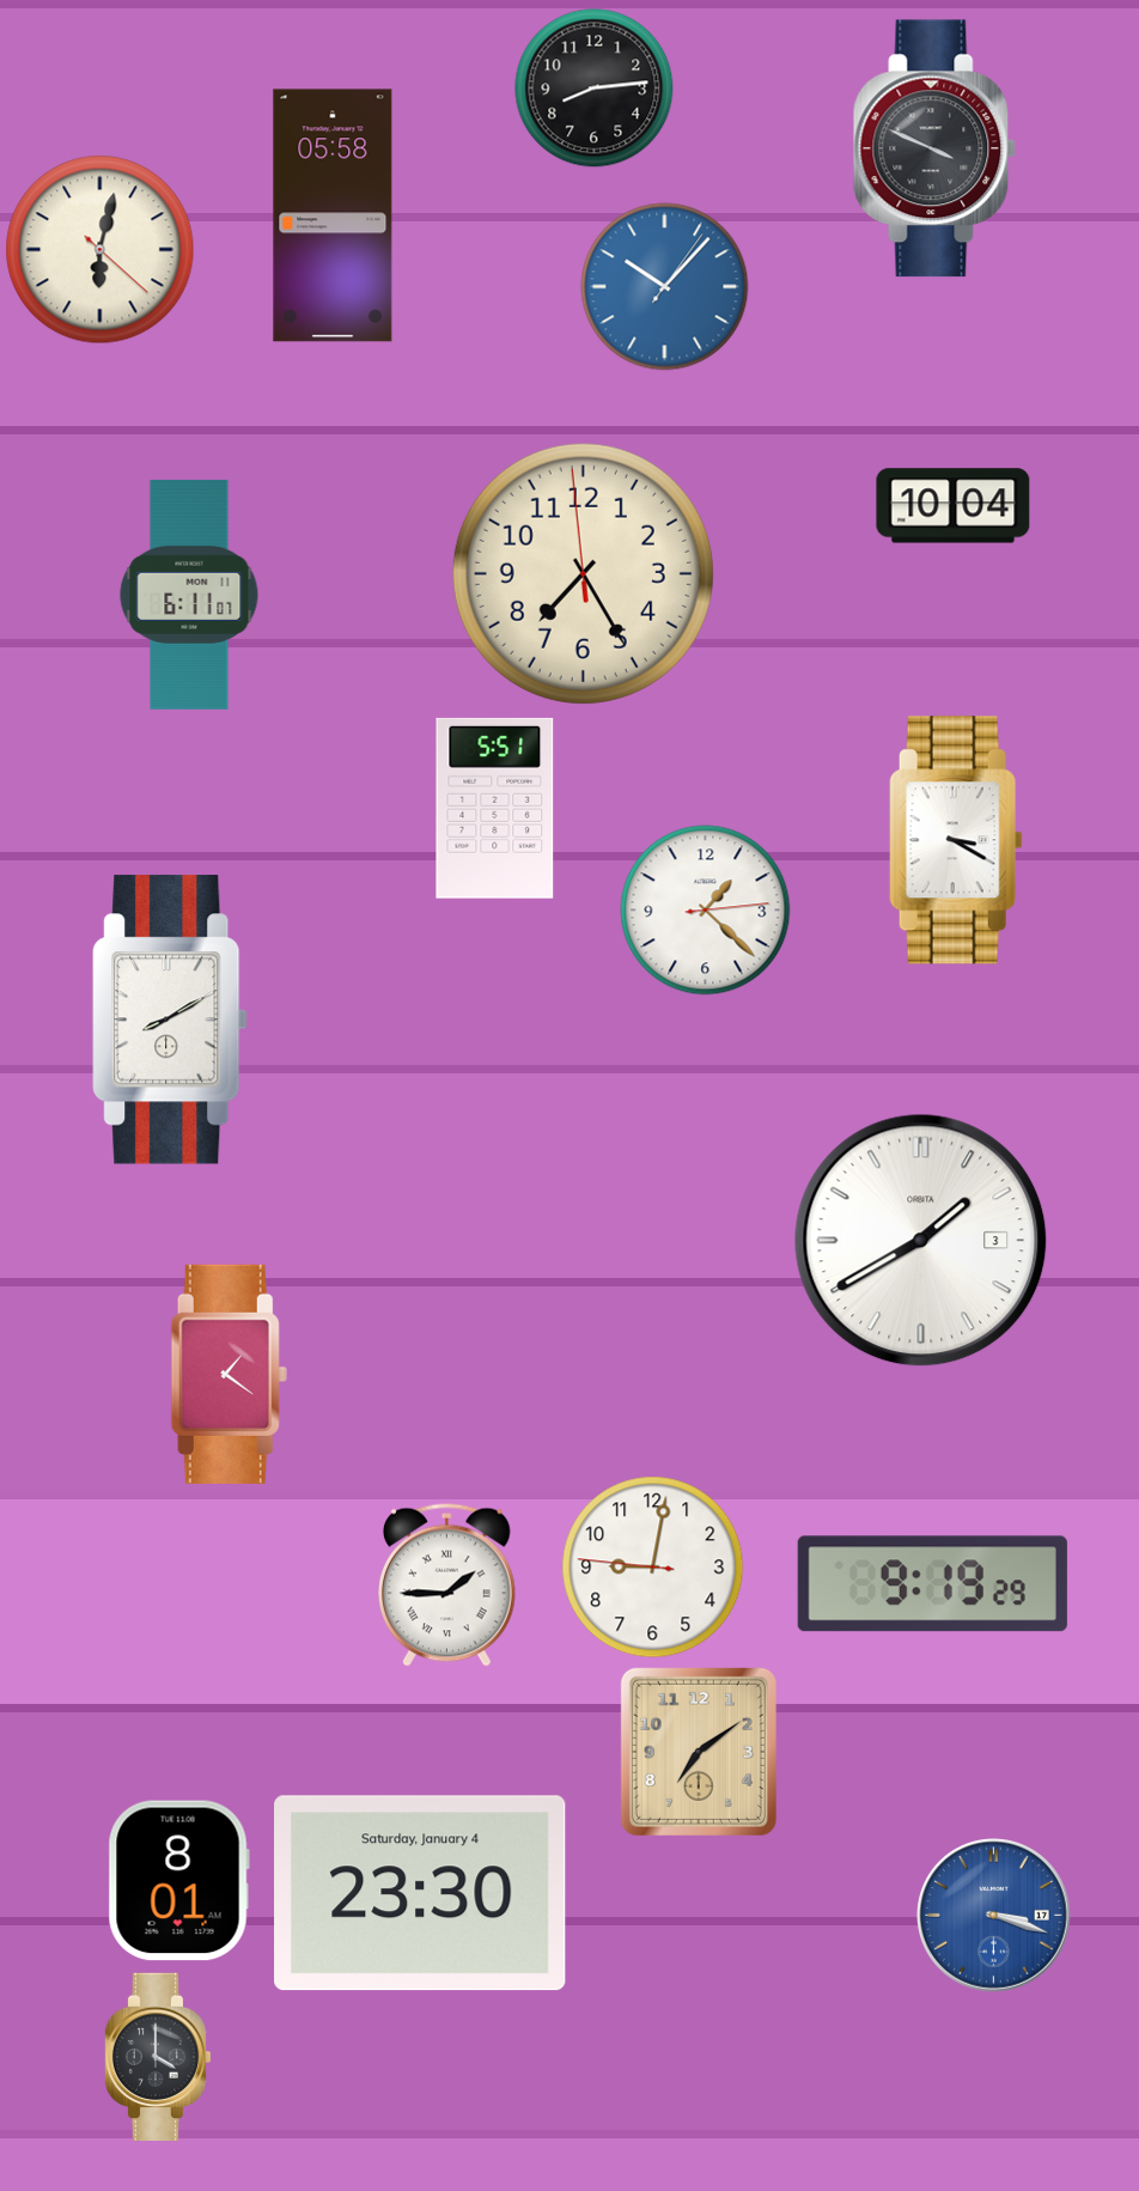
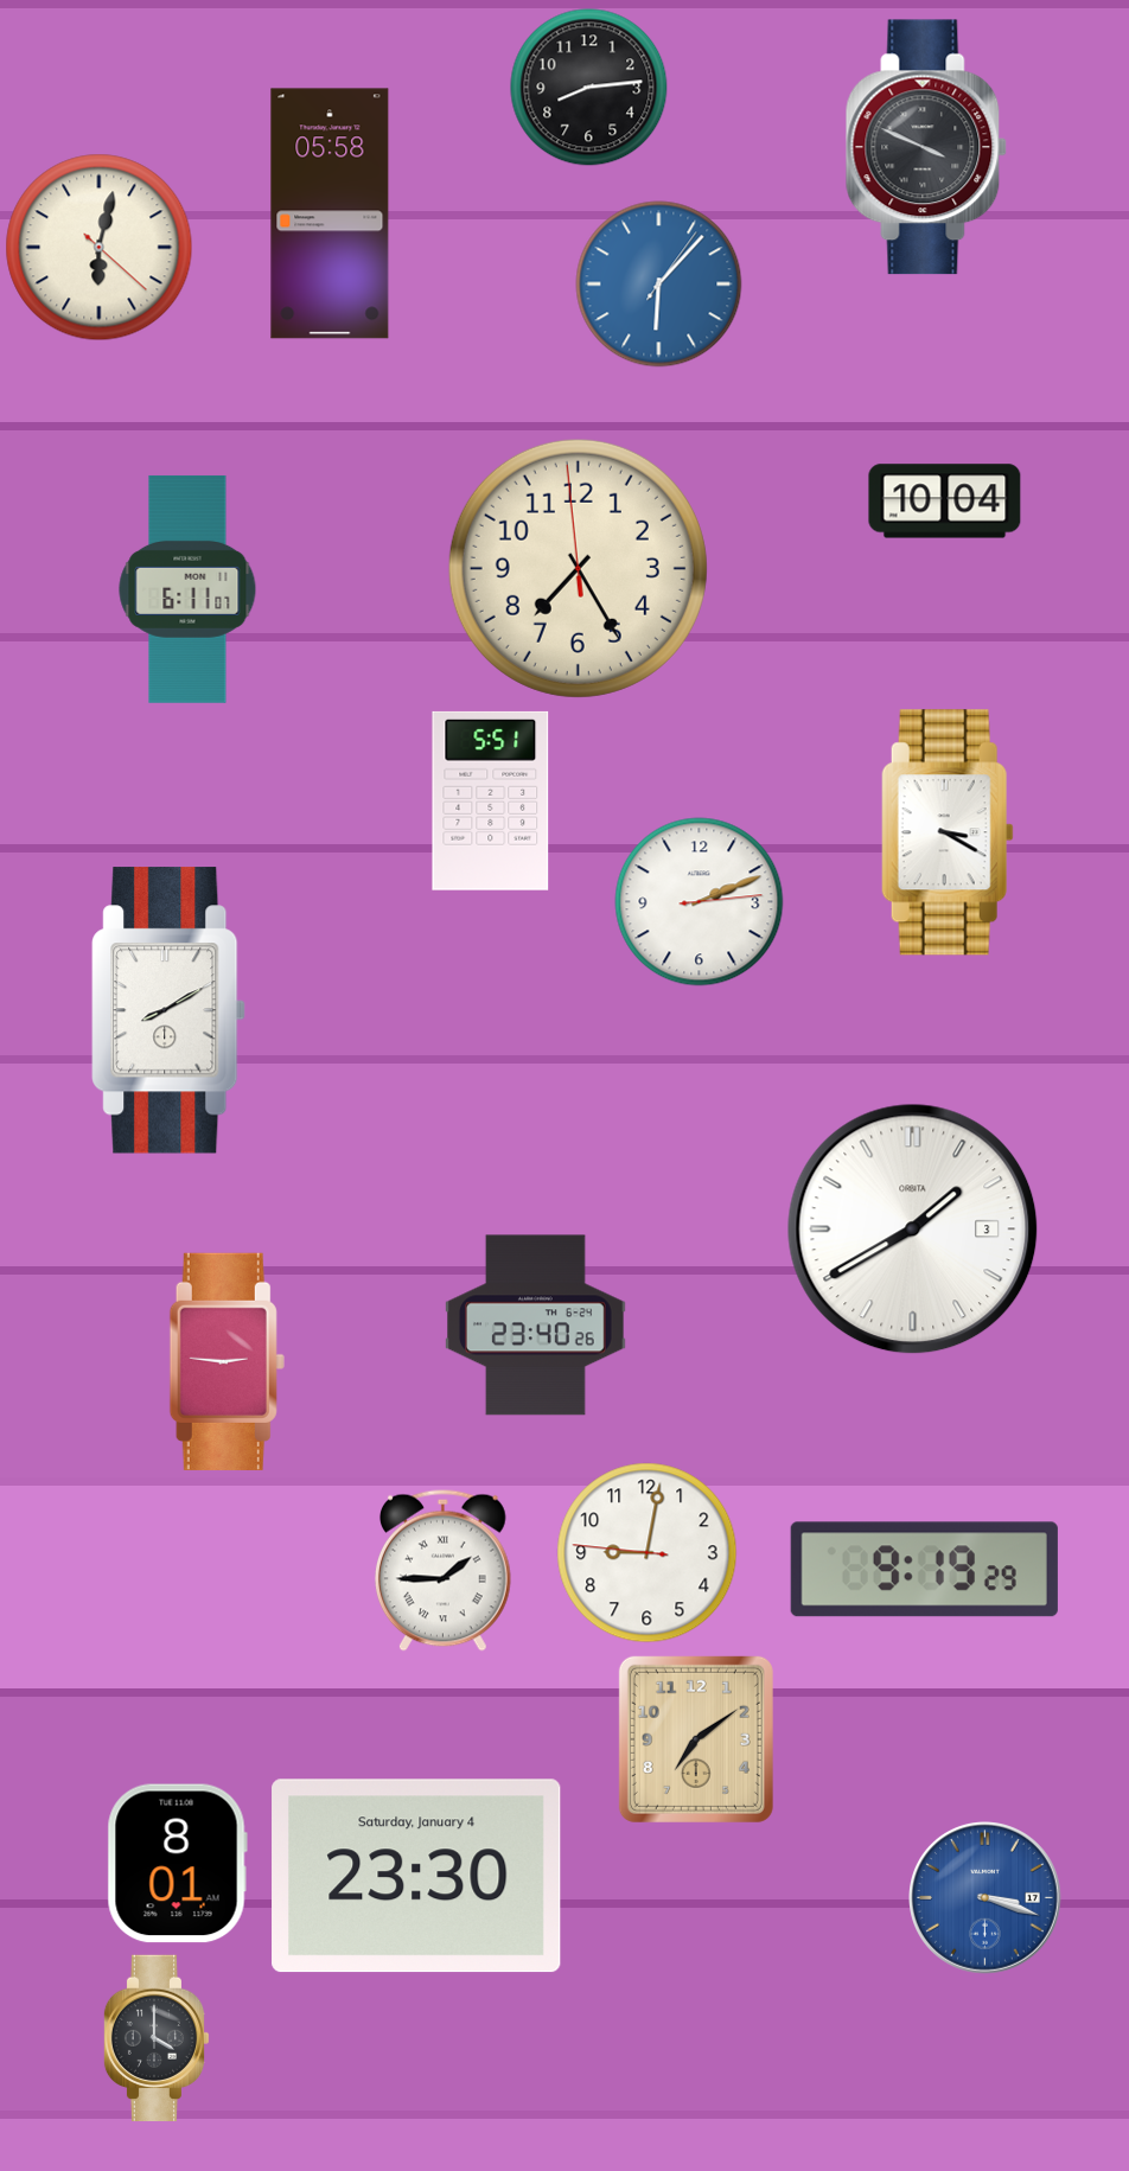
clock at (665, 287): 10:07 -> 6:07
clock at (706, 911): 1:22 -> 2:11
clock at (536, 1326): none -> 23:40
clock at (229, 1374): 1:21 -> 2:46
clock at (699, 1752) position: (699, 1752) -> (696, 1739)
